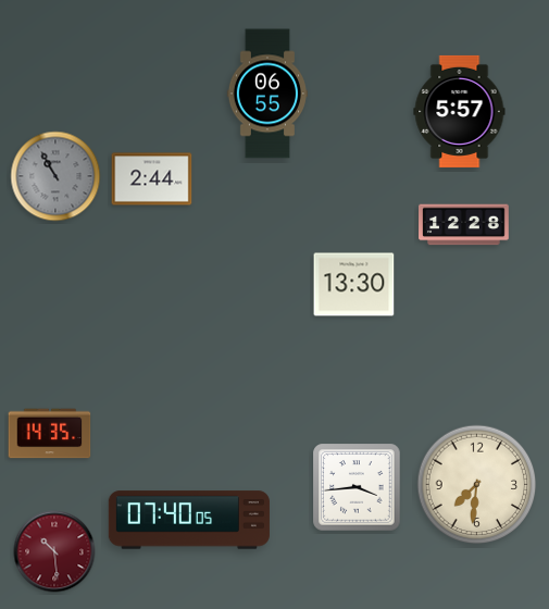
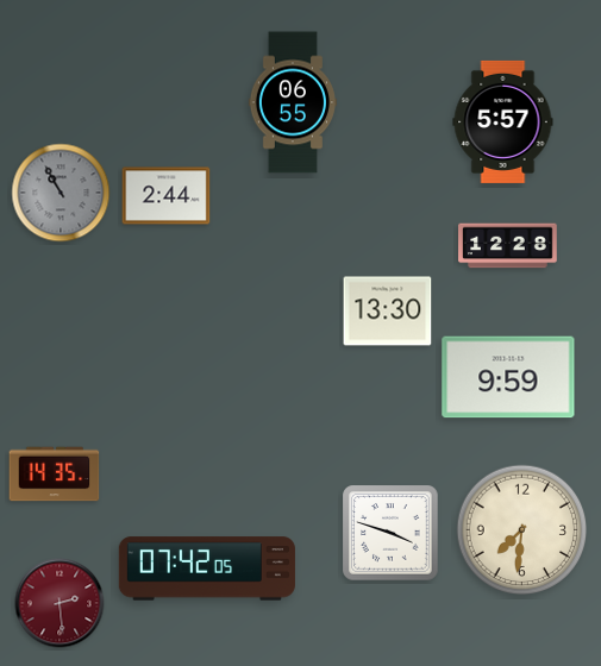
clock at (508, 377): none -> 9:59
clock at (357, 487): 3:44 -> 3:48
clock at (189, 520): 07:40 -> 07:42
clock at (54, 551): 10:29 -> 2:29
